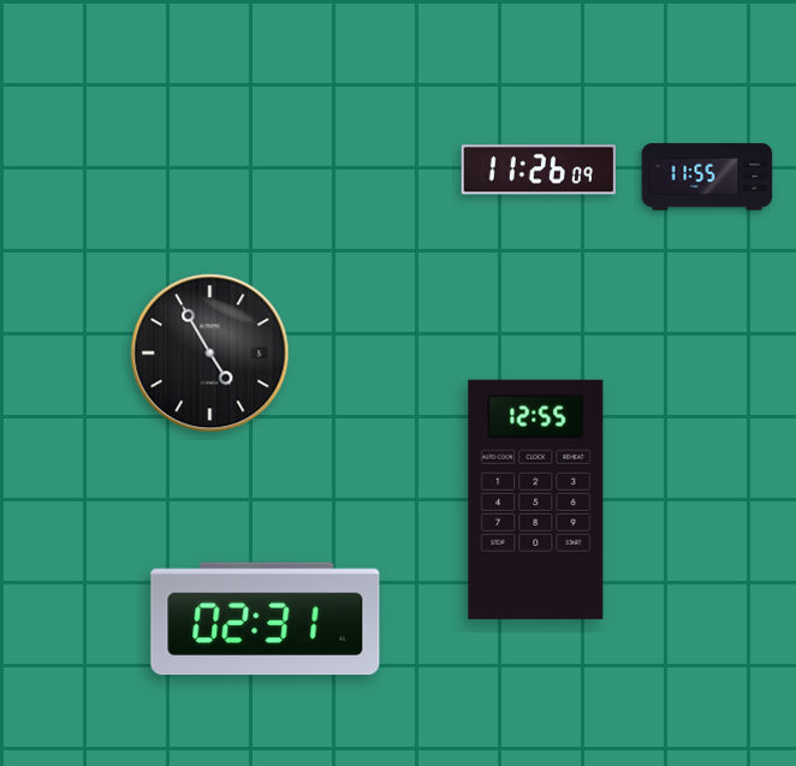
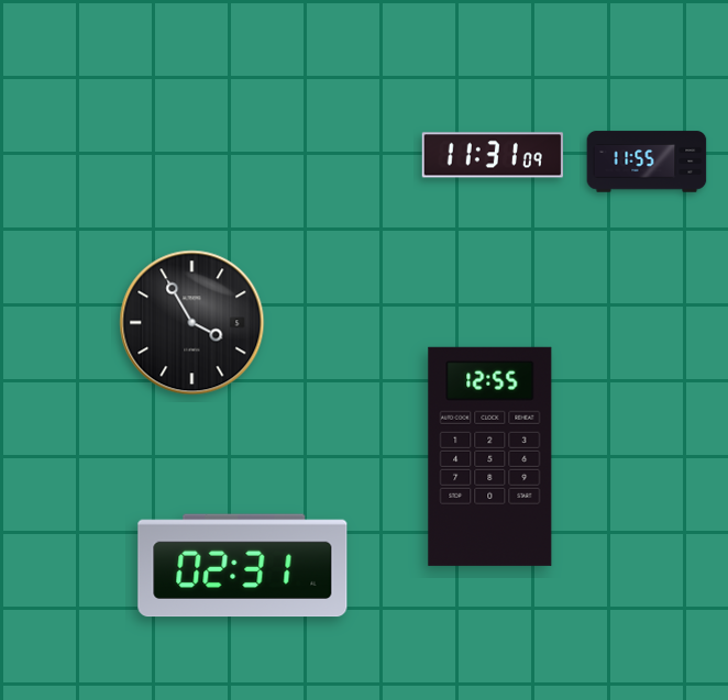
clock at (539, 170): 11:26 -> 11:31
clock at (210, 354): 4:55 -> 3:55
